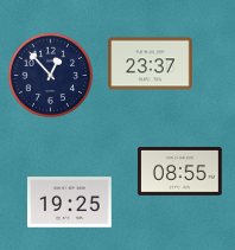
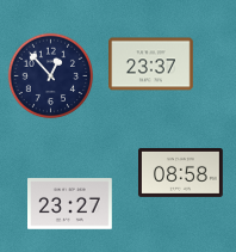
clock at (180, 171): 08:55 -> 08:58
clock at (70, 203): 19:25 -> 23:27
